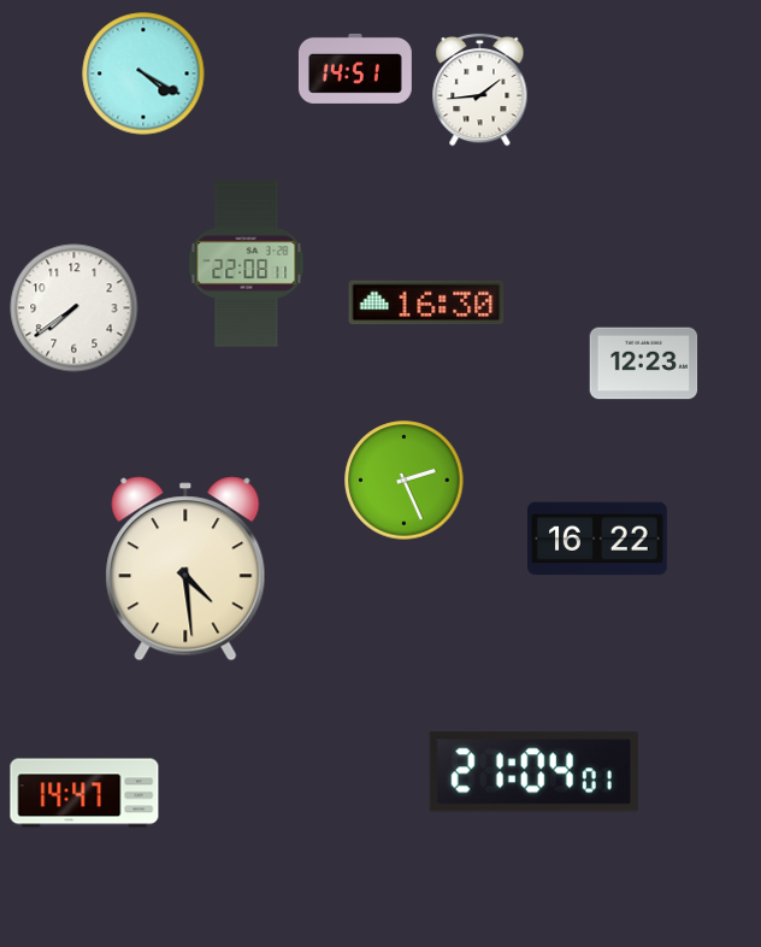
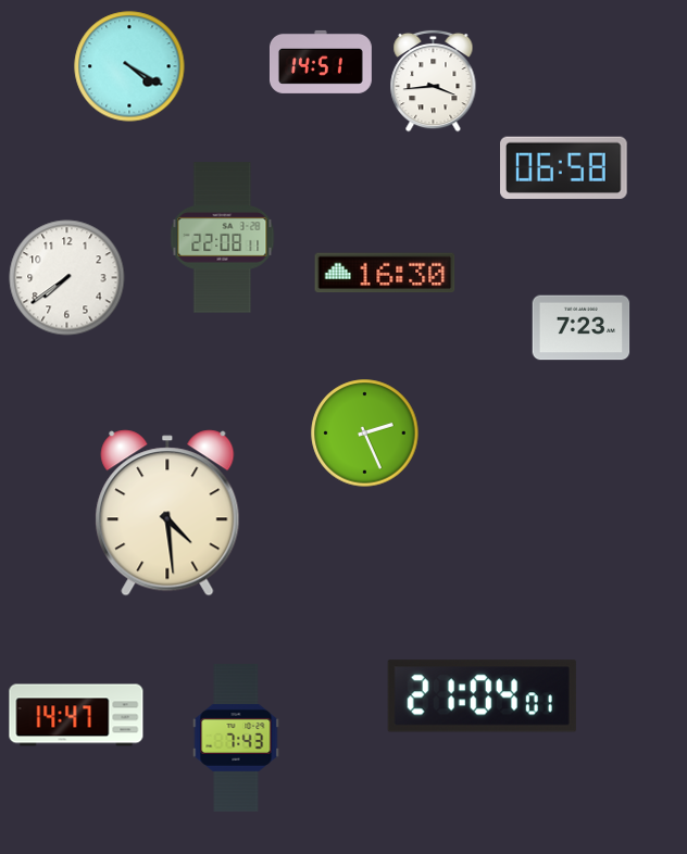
clock at (480, 89): 1:44 -> 3:44
clock at (564, 168): none -> 06:58
clock at (644, 364): 12:23 -> 7:23
clock at (598, 539): 16:22 -> none
clock at (236, 739): none -> 7:43
